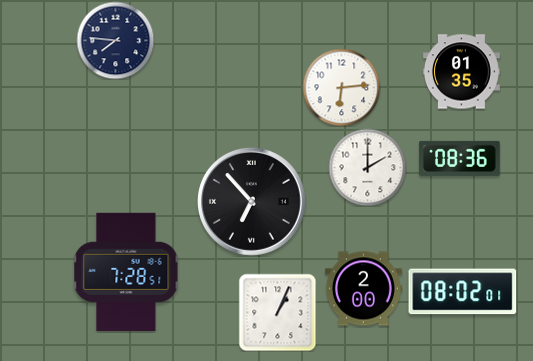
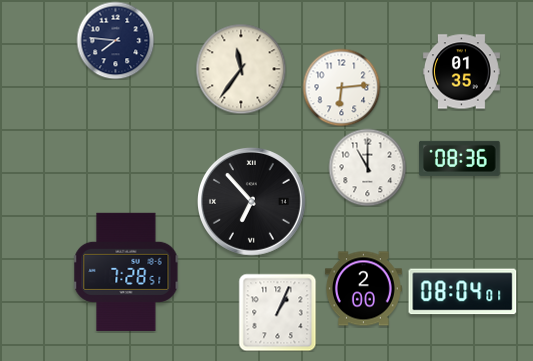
clock at (241, 69): none -> 11:36
clock at (367, 167): 2:00 -> 11:00
clock at (463, 292): 08:02 -> 08:04
